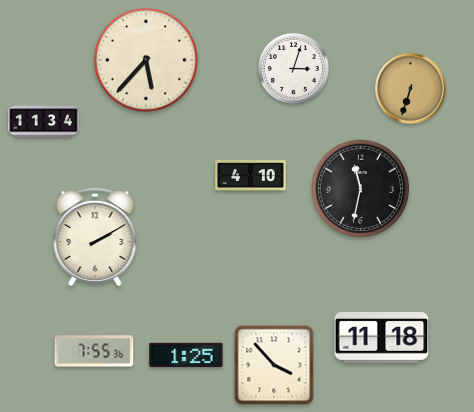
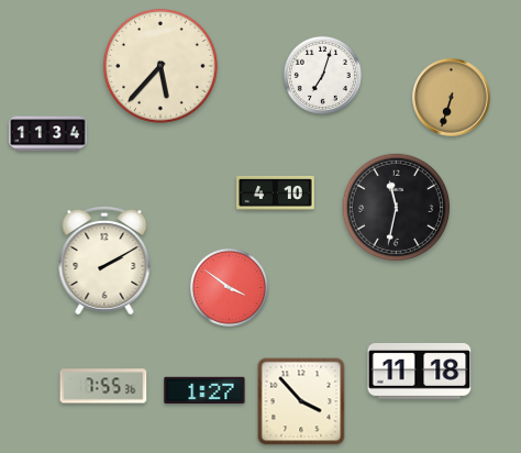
clock at (293, 68): 3:03 -> 7:03
clock at (229, 287): none -> 3:51
clock at (186, 355): 1:25 -> 1:27
